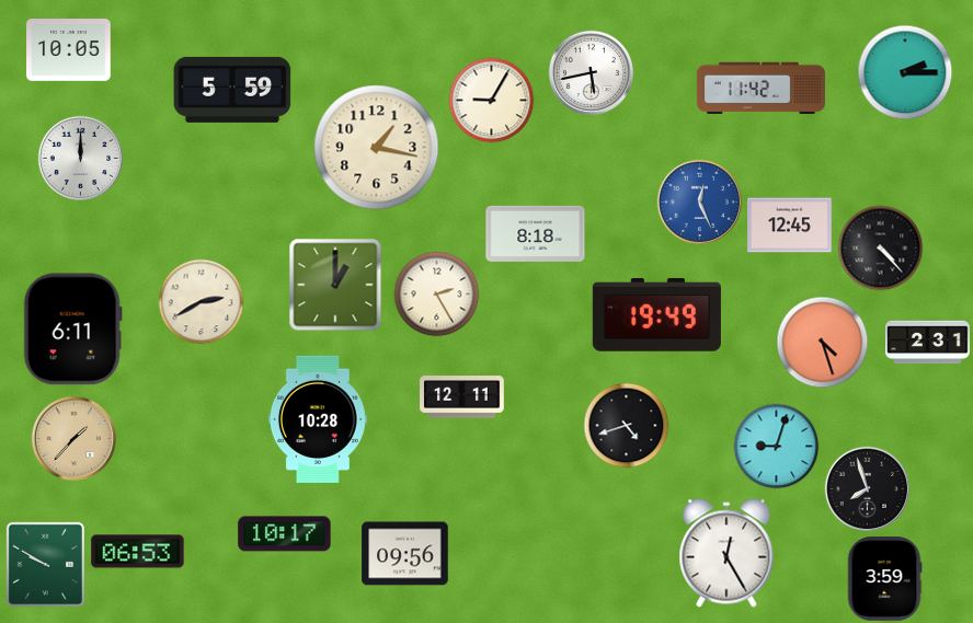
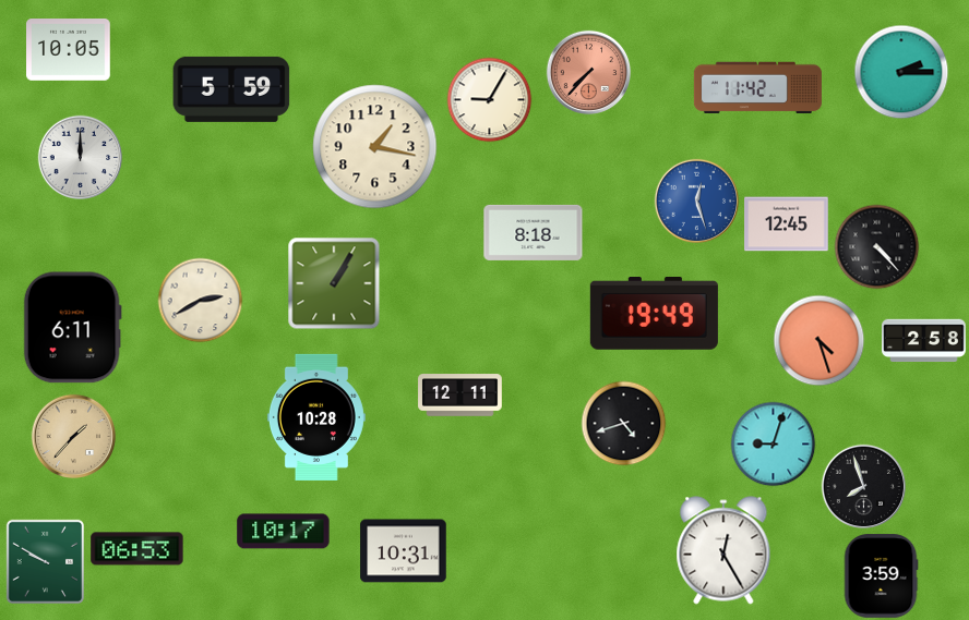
clock at (591, 72): 5:43 -> 7:37
clock at (591, 72) dial: white -> salmon
clock at (699, 201): 12:26 -> 12:27
clock at (335, 285): 1:00 -> 1:05
clock at (436, 293): 2:25 -> none
clock at (928, 343): 2:31 -> 2:58
clock at (405, 554): 09:56 -> 10:31
